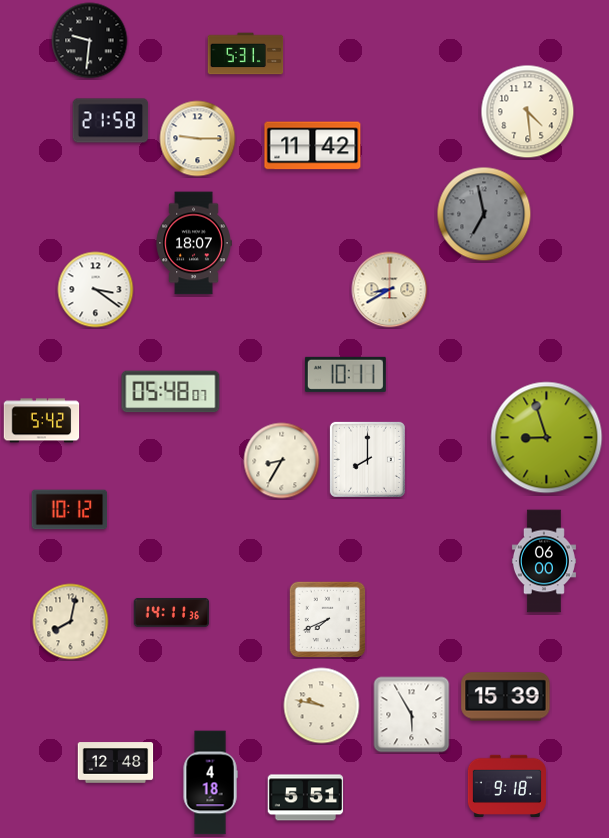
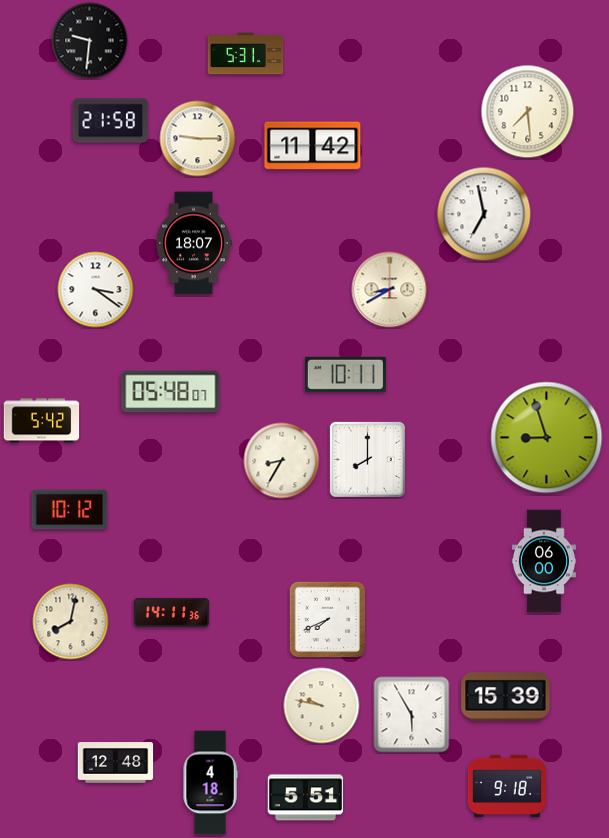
clock at (528, 112): 4:29 -> 7:29
clock at (484, 214) dial: grey -> white
